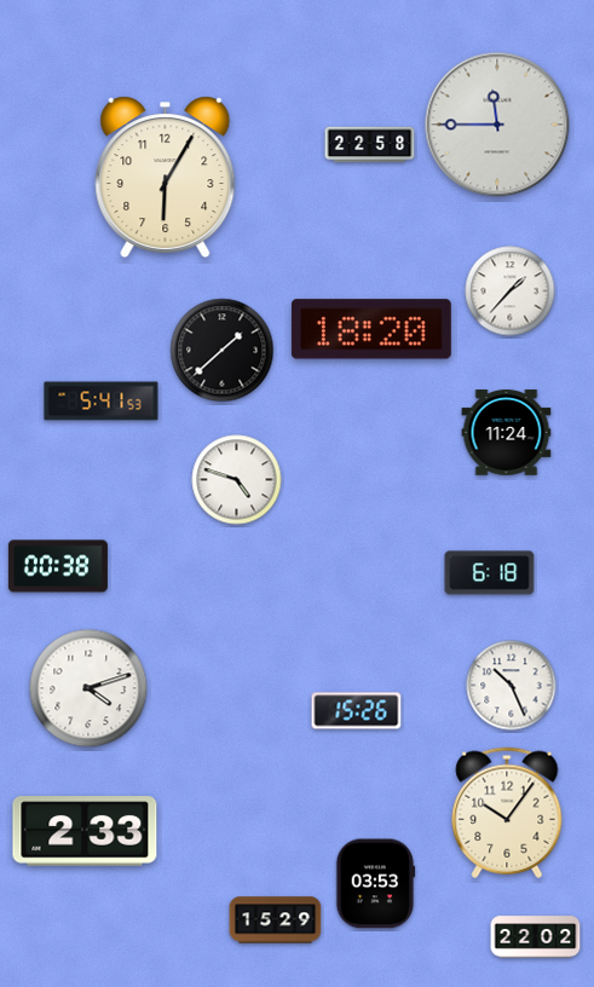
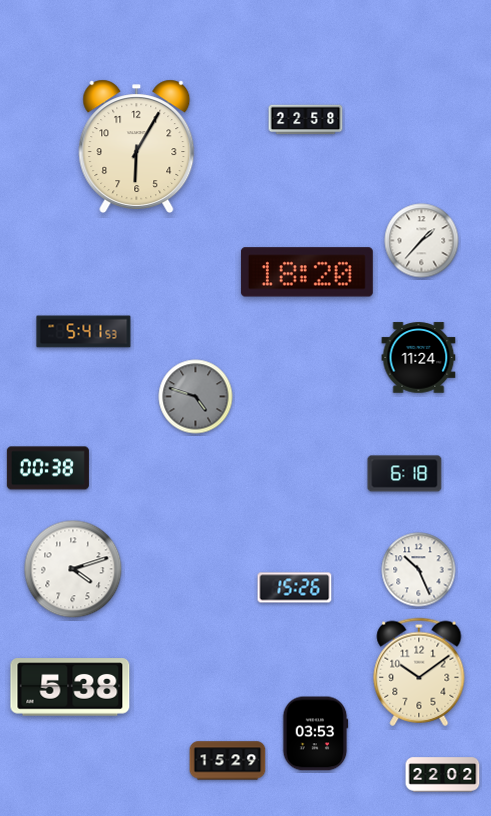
clock at (497, 125): 11:45 -> none
clock at (223, 351): 1:38 -> none
clock at (237, 480) dial: white -> grey
clock at (512, 686) position: (512, 686) -> (419, 570)
clock at (507, 813): 10:06 -> 10:09
clock at (85, 831): 2:33 -> 5:38
clock at (375, 884) position: (375, 884) -> (315, 734)
